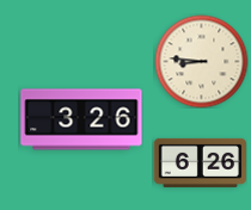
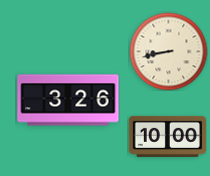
clock at (201, 61): 8:46 -> 8:43
clock at (200, 162): 6:26 -> 10:00
